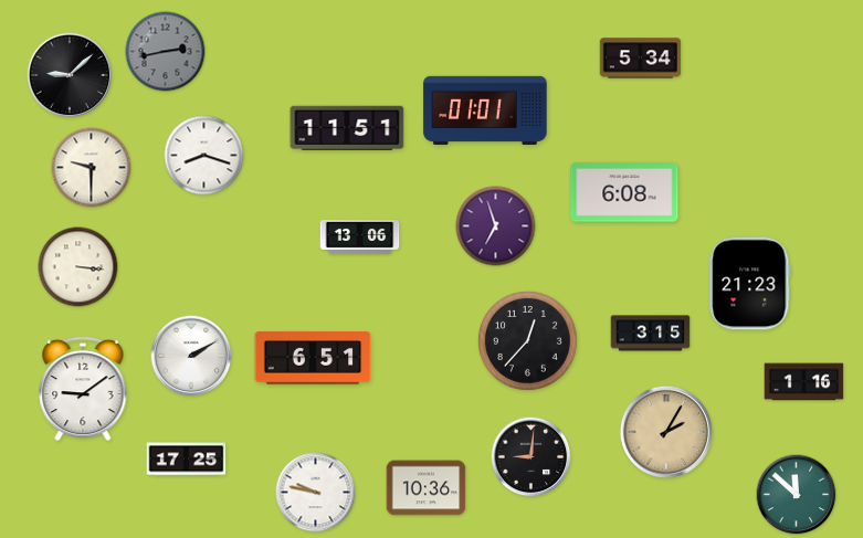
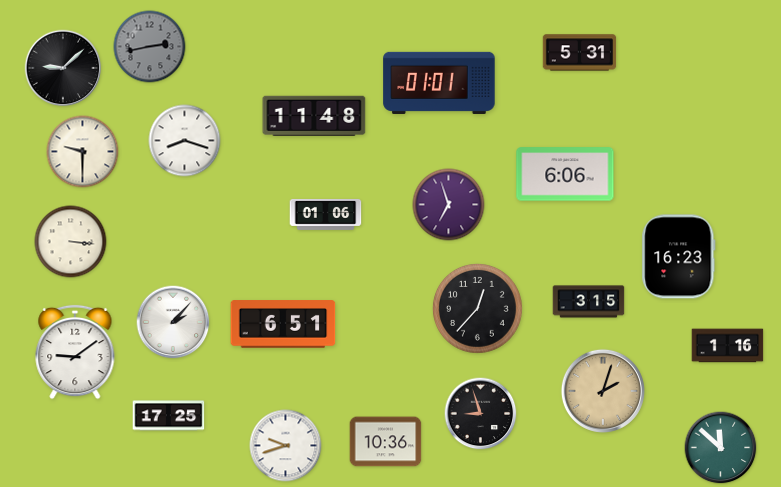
clock at (641, 59): 5:34 -> 5:31
clock at (485, 110) position: (485, 110) -> (439, 83)
clock at (347, 127): 11:51 -> 11:48
clock at (624, 192): 6:08 -> 6:06
clock at (360, 236): 13:06 -> 01:06
clock at (750, 284): 21:23 -> 16:23
clock at (191, 356): 2:10 -> 2:07
clock at (666, 432): 2:05 -> 2:03
clock at (532, 457): 9:01 -> 8:57
clock at (316, 493): 9:47 -> 9:42
